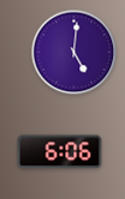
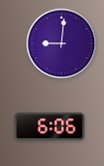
clock at (75, 53): 5:01 -> 9:01
